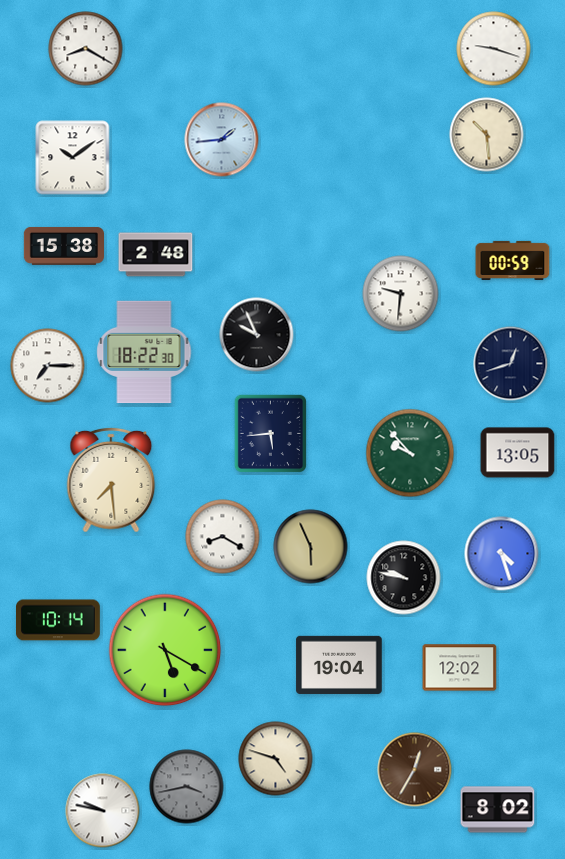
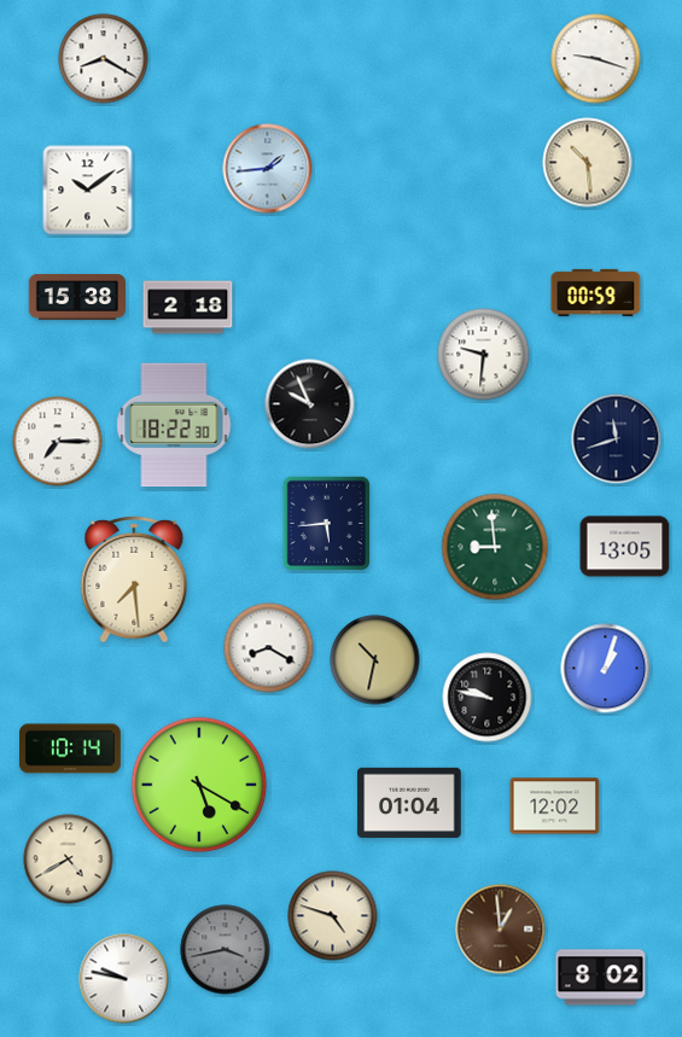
clock at (156, 255): 2:48 -> 2:18
clock at (513, 260) position: (513, 260) -> (596, 292)
clock at (511, 364): 12:42 -> 11:42
clock at (410, 453): 9:53 -> 8:59
clock at (311, 547): 5:56 -> 10:32
clock at (502, 554): 4:27 -> 1:03
clock at (339, 665): 19:04 -> 01:04
clock at (69, 860): none -> 4:40
clock at (415, 770): 12:35 -> 12:59
